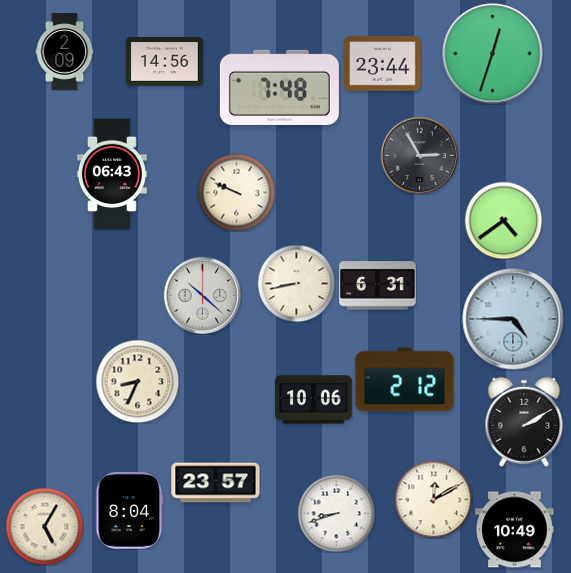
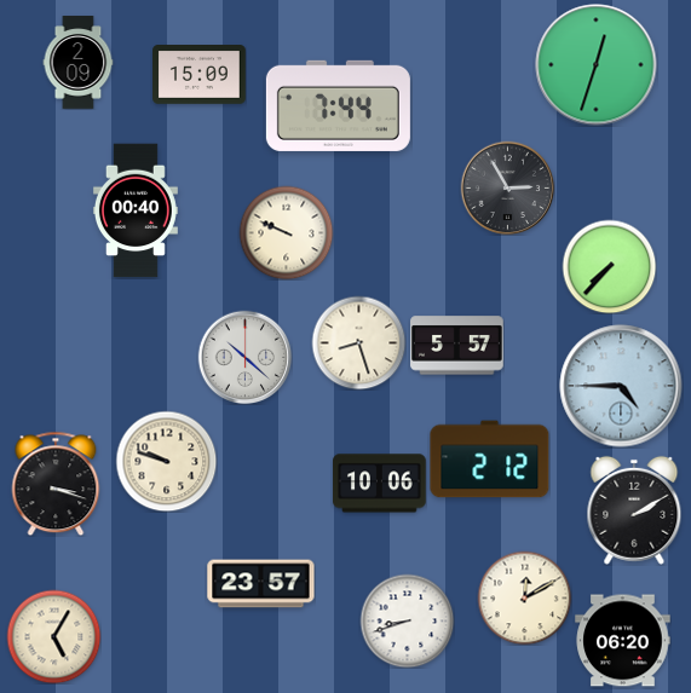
clock at (165, 62): 14:56 -> 15:09
clock at (383, 64): 23:44 -> none
clock at (279, 87): 7:48 -> 7:44
clock at (112, 174): 06:43 -> 00:40
clock at (503, 220): 4:39 -> 7:37
clock at (296, 283): 8:43 -> 8:27
clock at (378, 286): 6:31 -> 5:57
clock at (137, 381): 8:34 -> 9:48
clock at (56, 484): none -> 3:18
clock at (433, 499) position: (433, 499) -> (524, 597)
clock at (129, 511): 8:04 -> none
clock at (515, 530): 10:49 -> 06:20
